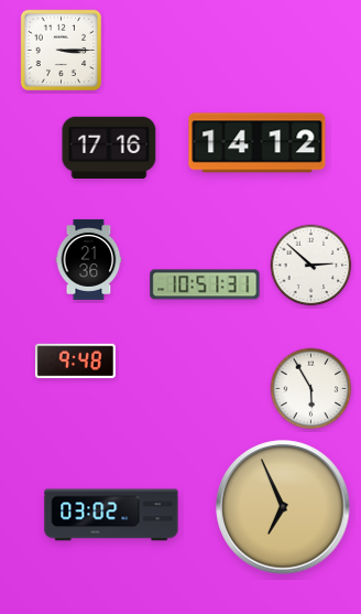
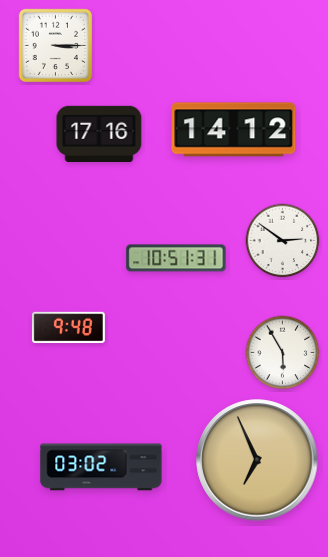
clock at (89, 259): 21:36 -> none
clock at (311, 266): 2:52 -> 2:51
clock at (205, 284) position: (205, 284) -> (176, 258)
